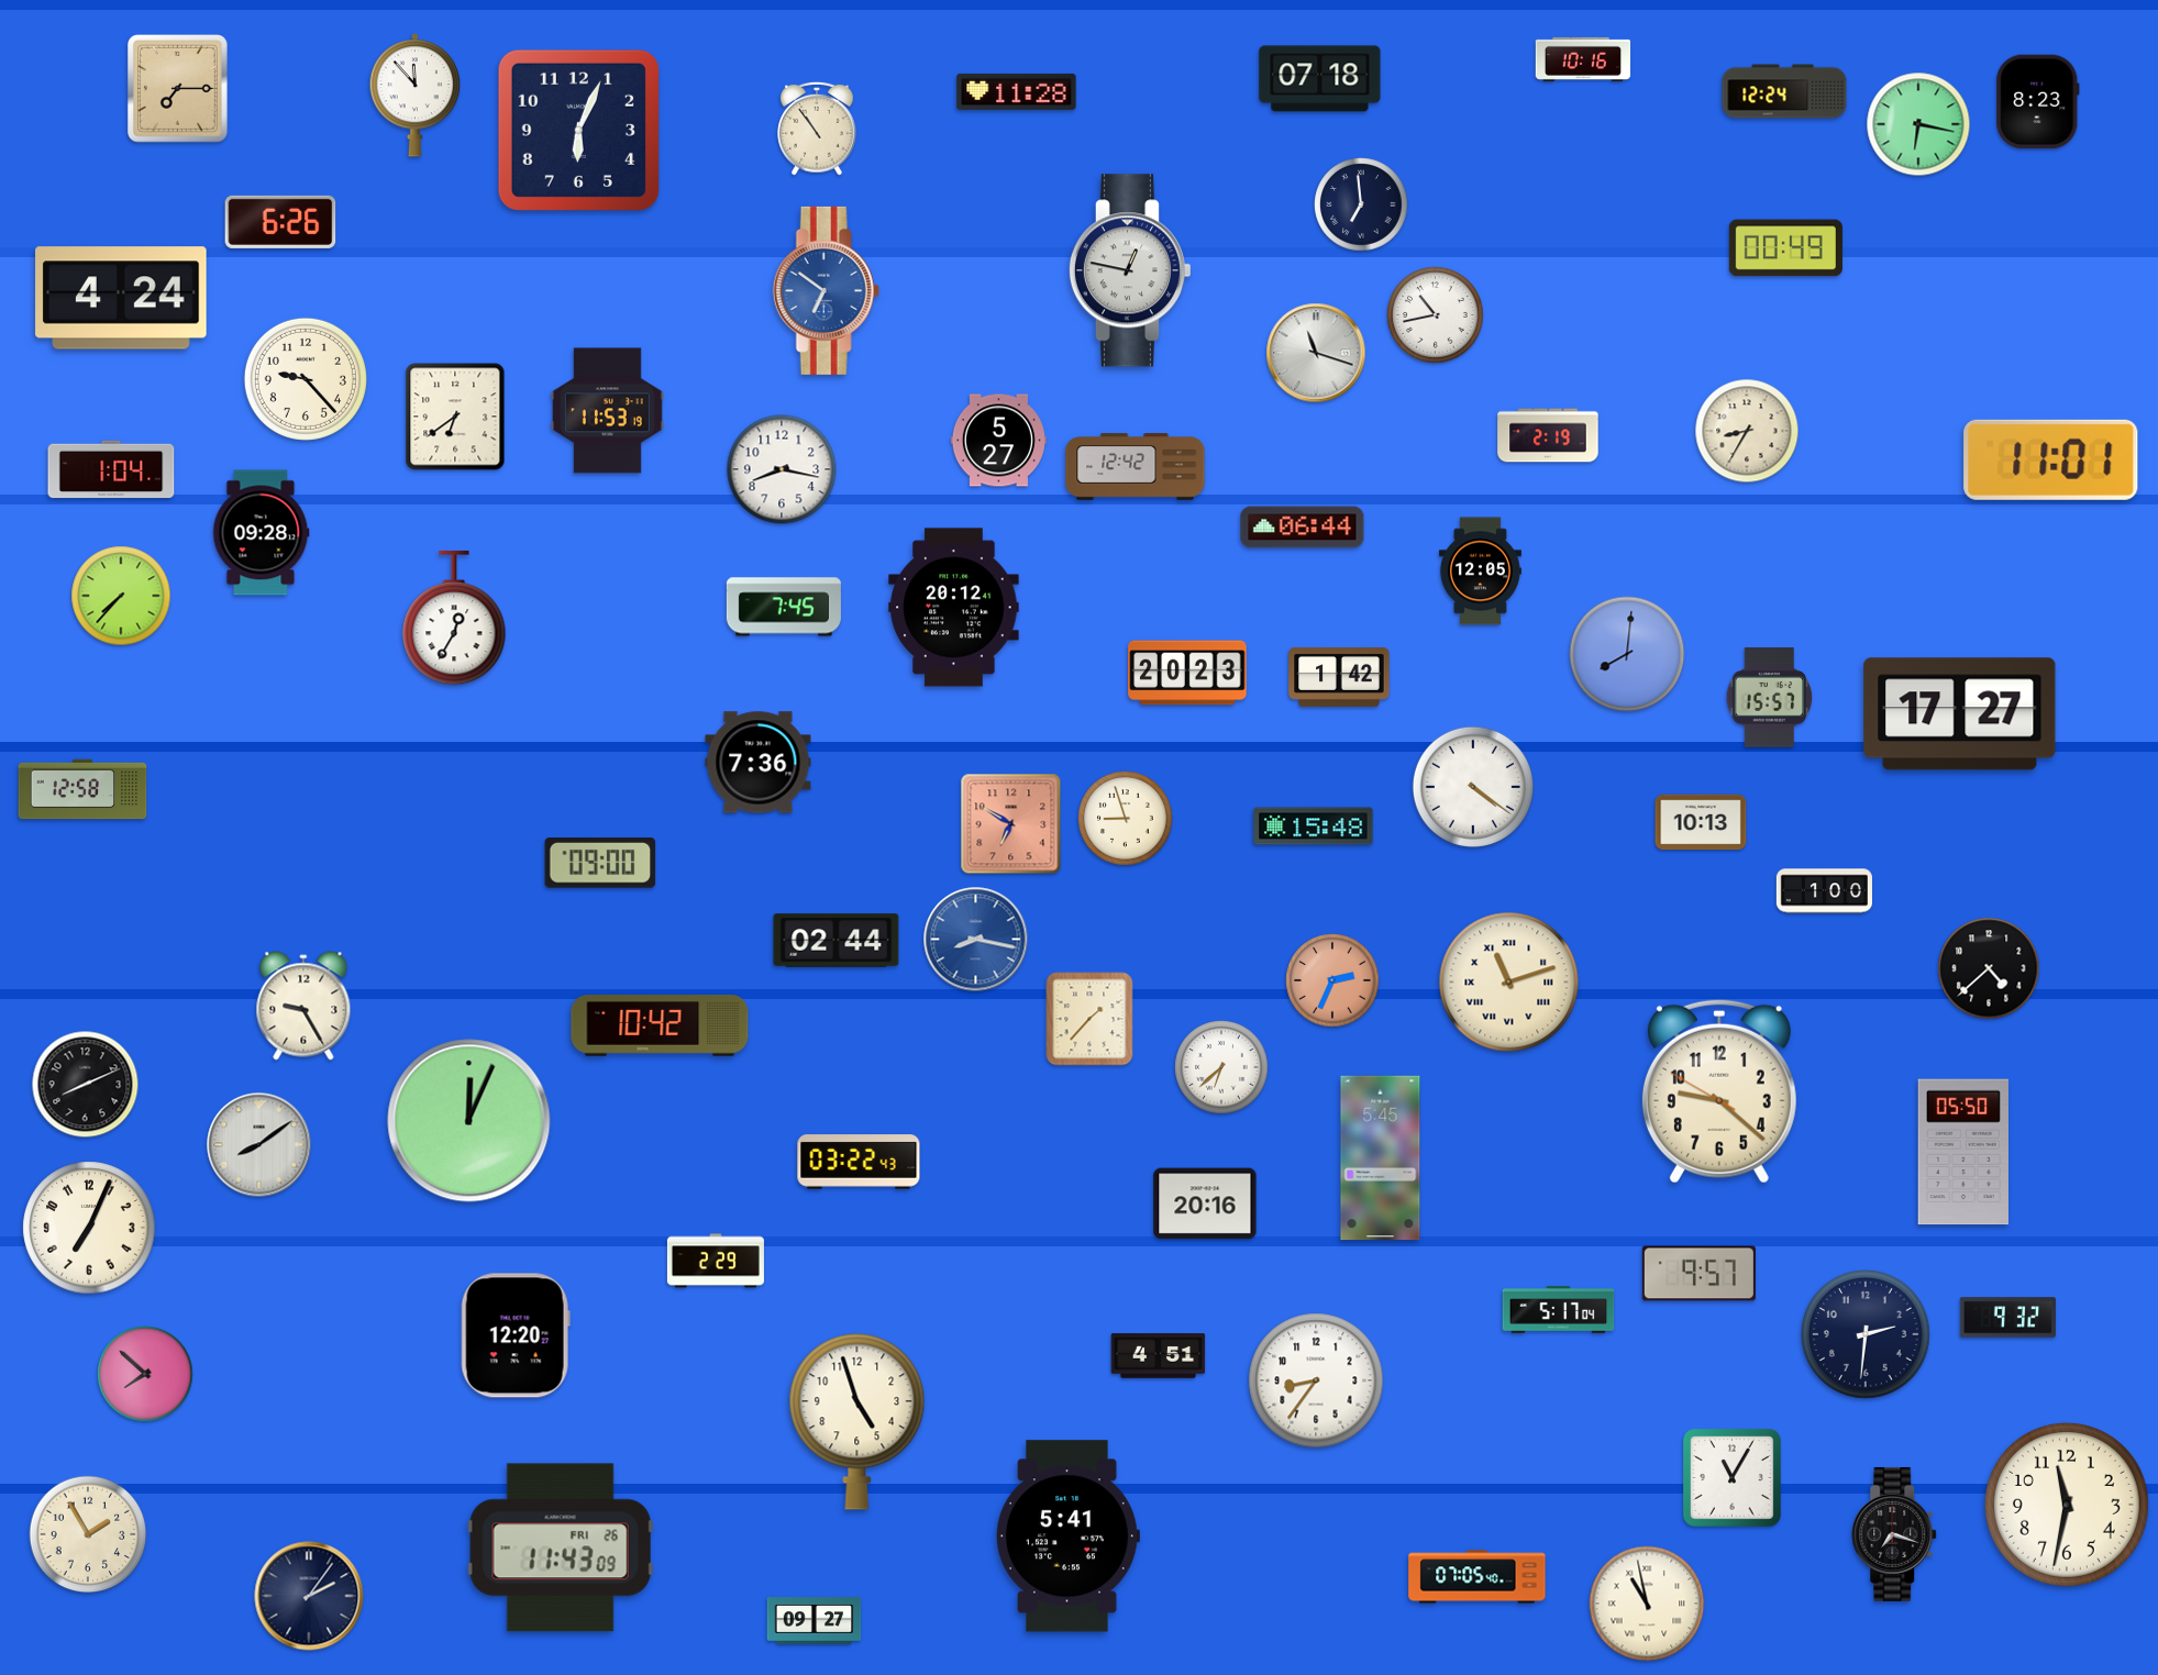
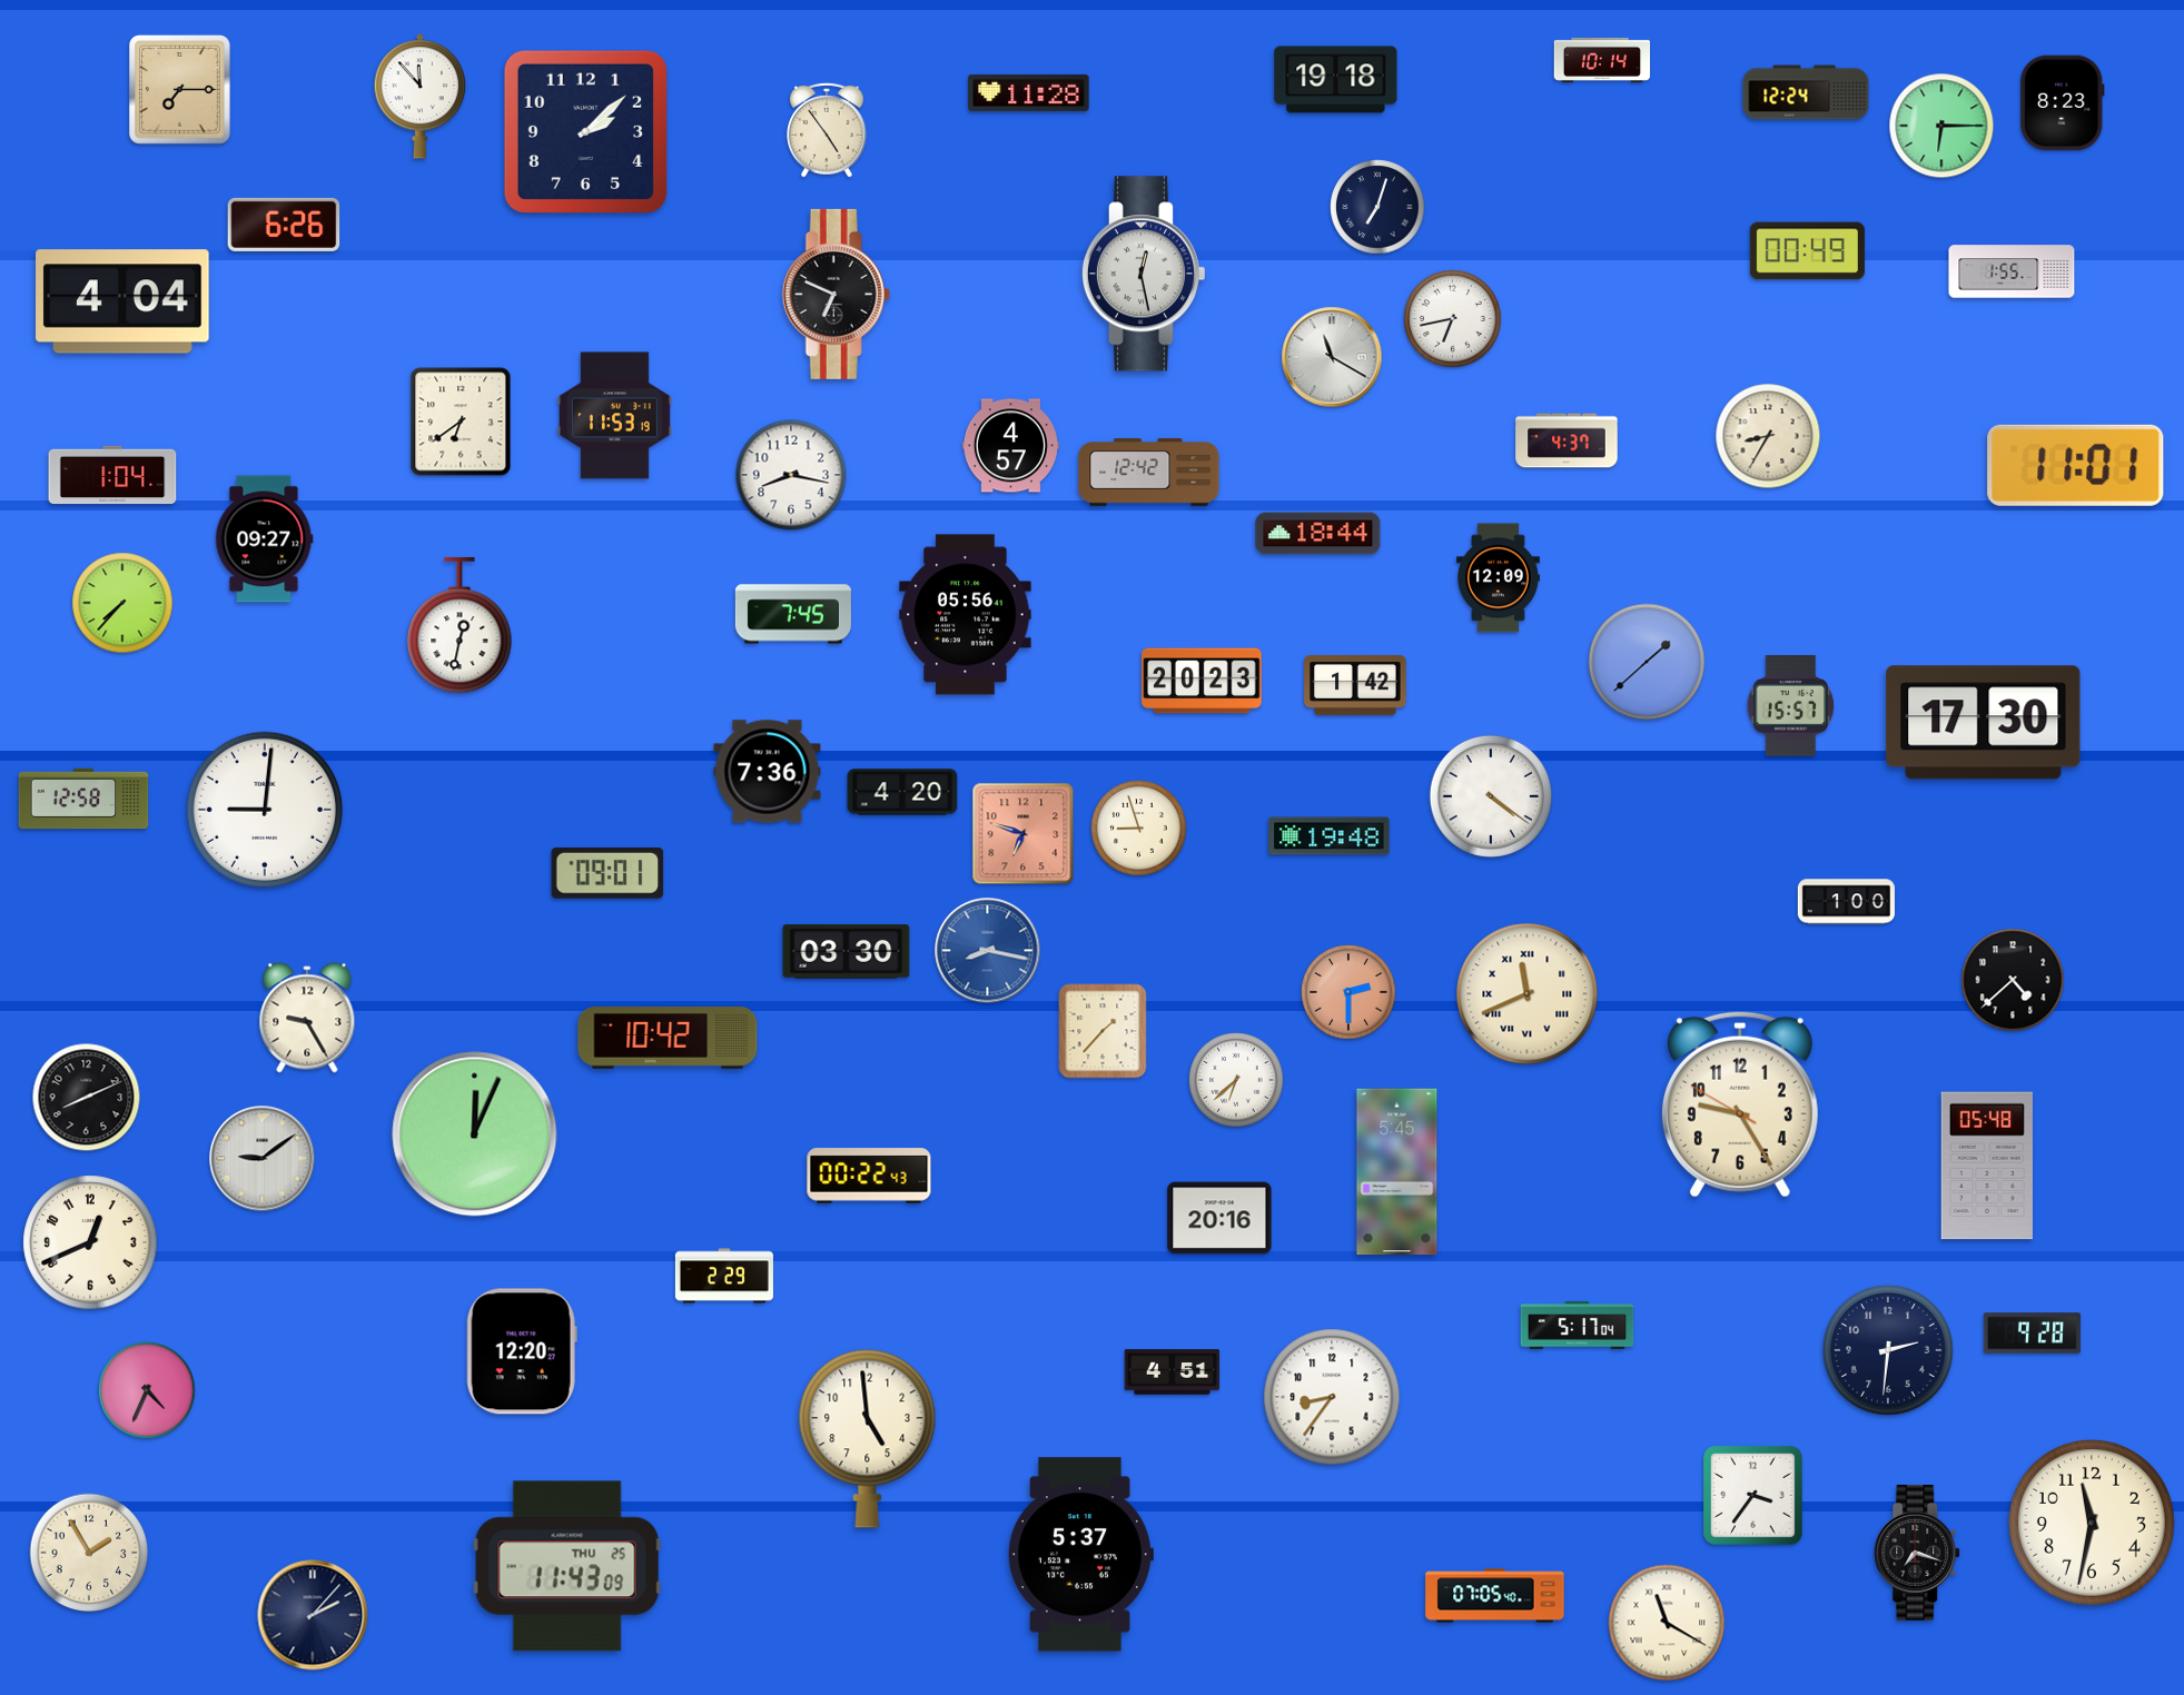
clock at (1583, 59): 10:16 -> 10:14
clock at (1320, 79): 07:18 -> 19:18
clock at (1918, 124): 6:17 -> 6:15
clock at (817, 129): 10:54 -> 4:54
clock at (578, 130): 6:04 -> 2:08
clock at (1361, 204): 6:59 -> 7:03
clock at (2012, 271): none -> 1:55
clock at (1129, 270): 12:47 -> 12:28
clock at (826, 290): 6:51 -> 6:49
clock at (826, 290) dial: blue -> black
clock at (121, 298): 4:24 -> 4:04
clock at (1436, 315): 10:43 -> 6:43
clock at (1316, 353): 11:18 -> 11:20
clock at (306, 379): 9:23 -> none
clock at (1548, 435): 2:19 -> 4:37
clock at (998, 441): 5:27 -> 4:57
clock at (1303, 528): 06:44 -> 18:44
clock at (262, 533): 09:28 -> 09:27
clock at (1480, 572): 12:05 -> 12:09
clock at (954, 608): 20:12 -> 05:56
clock at (454, 618): 12:35 -> 12:32
clock at (1627, 654): 8:01 -> 1:38
clock at (1960, 714): 17:27 -> 17:30
clock at (902, 792): none -> 4:20
clock at (264, 809): none -> 9:01
clock at (1701, 822): 10:13 -> none
clock at (1011, 824): 6:50 -> 6:48
clock at (1314, 827): 15:48 -> 19:48
clock at (600, 864): 09:00 -> 09:01
clock at (837, 941): 02:44 -> 03:30
clock at (1332, 980): 2:34 -> 2:30
clock at (1509, 983): 11:12 -> 11:41
clock at (1719, 1091): 9:21 -> 9:24
clock at (259, 1145): 8:09 -> 9:09
clock at (1963, 1152): 05:50 -> 05:48
clock at (859, 1162): 03:22 -> 00:22
clock at (89, 1228): 7:04 -> 12:41
clock at (1698, 1274): 9:57 -> none
clock at (2007, 1318): 9:32 -> 9:28
clock at (145, 1374): 7:52 -> 4:34
clock at (857, 1421): 4:57 -> 4:59
clock at (1733, 1478): 11:05 -> 3:36
clock at (1067, 1537): 5:41 -> 5:37
clock at (561, 1548) date: FRI 26 -> THU 25
clock at (309, 1596): 2:06 -> 2:07
clock at (1647, 1604): 10:58 -> 11:20
clock at (815, 1621): 09:27 -> none
